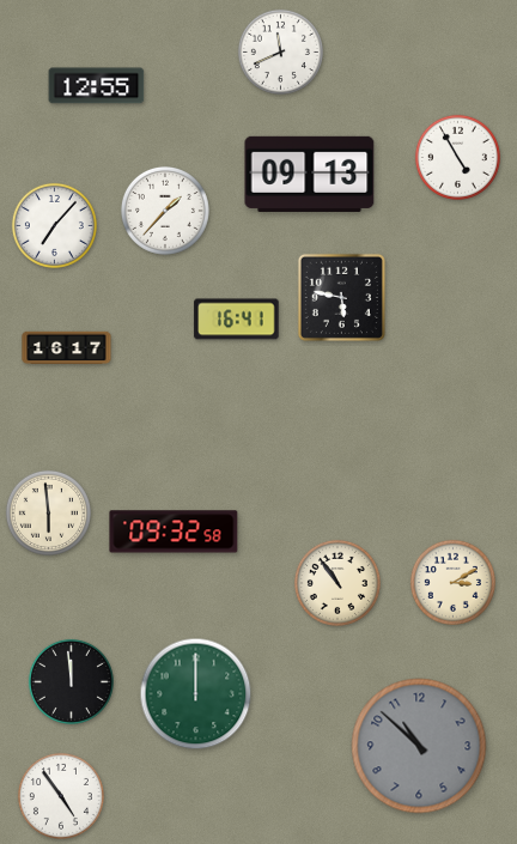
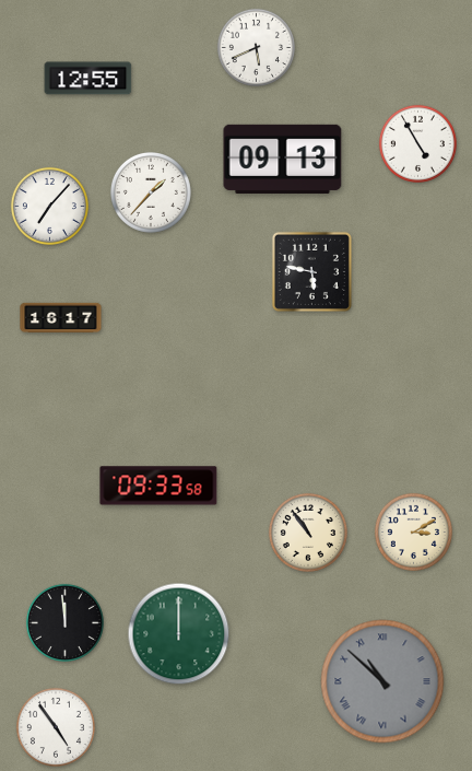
clock at (280, 51): 11:41 -> 5:41
clock at (237, 320): 16:41 -> none
clock at (48, 512): 5:59 -> none
clock at (174, 532): 09:32 -> 09:33
clock at (419, 746) numerals: Arabic -> Roman
